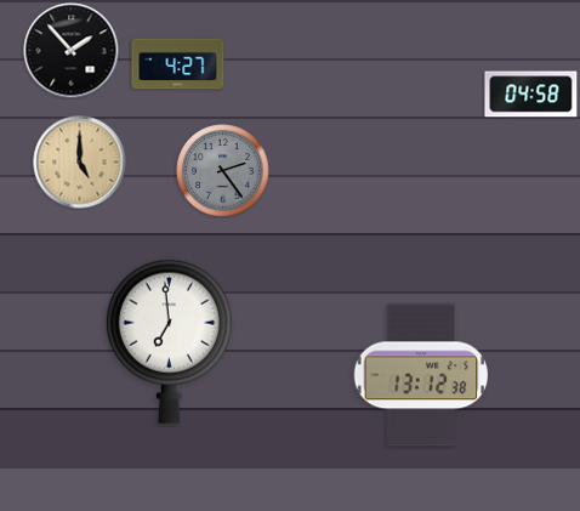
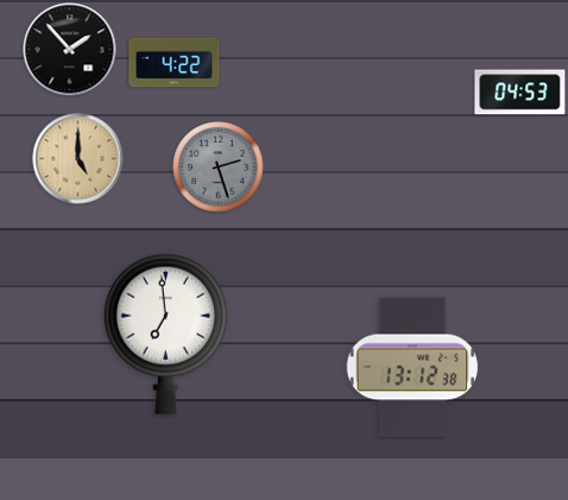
clock at (178, 64): 4:27 -> 4:22
clock at (531, 95): 04:58 -> 04:53
clock at (223, 171): 2:24 -> 2:27
